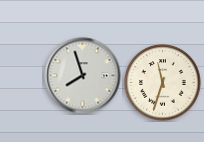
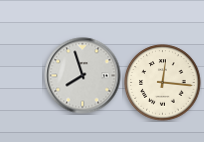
clock at (163, 83): 11:33 -> 12:16
